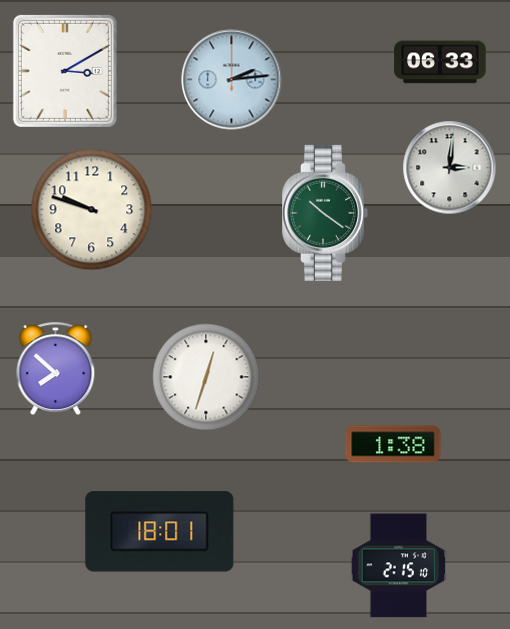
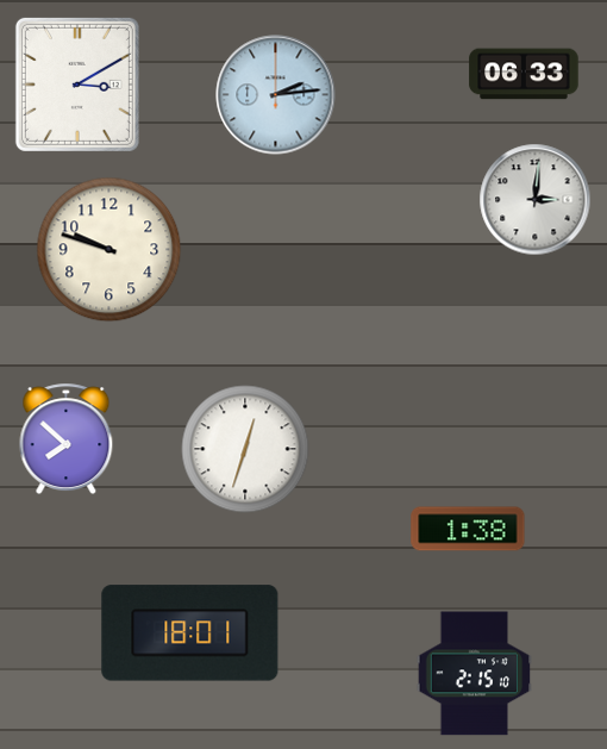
clock at (326, 213): 10:21 -> none
